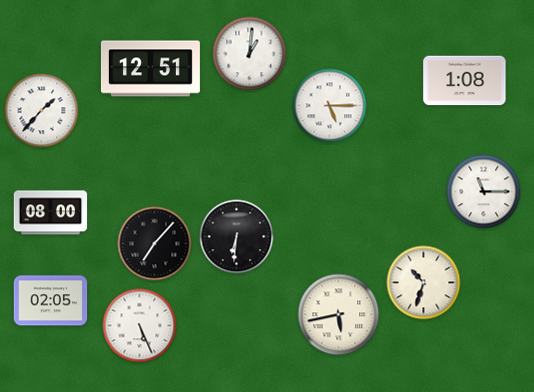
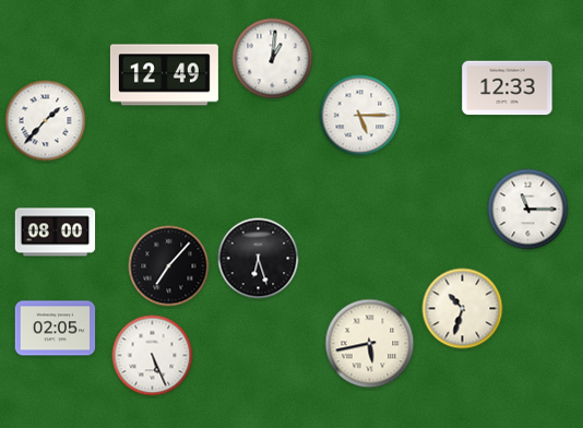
clock at (150, 69): 12:51 -> 12:49
clock at (465, 81): 1:08 -> 12:33
clock at (237, 237): 6:31 -> 6:27
